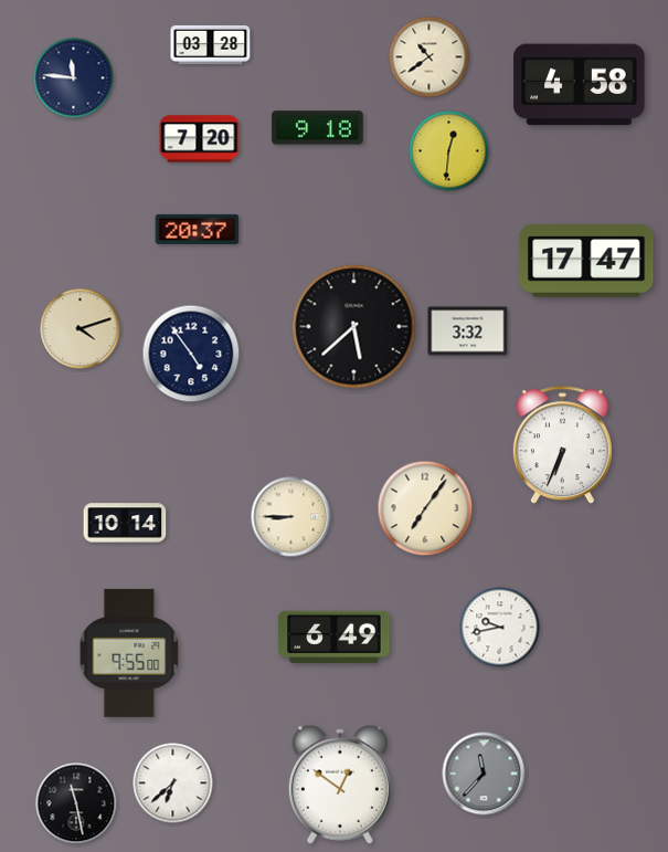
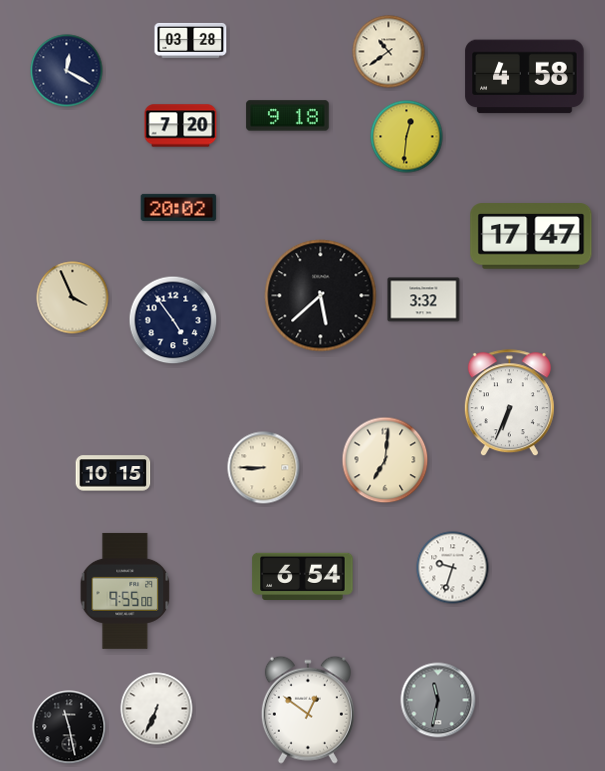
clock at (74, 78): 11:46 -> 12:20
clock at (198, 229): 20:37 -> 20:02
clock at (81, 329): 4:12 -> 3:56
clock at (425, 508): 7:06 -> 7:01
clock at (125, 523): 10:14 -> 10:15
clock at (500, 628): 9:43 -> 9:33
clock at (335, 637): 6:49 -> 6:54
clock at (129, 653) position: (129, 653) -> (125, 591)
clock at (484, 774): 11:37 -> 11:32
clock at (173, 783): 6:38 -> 6:34
